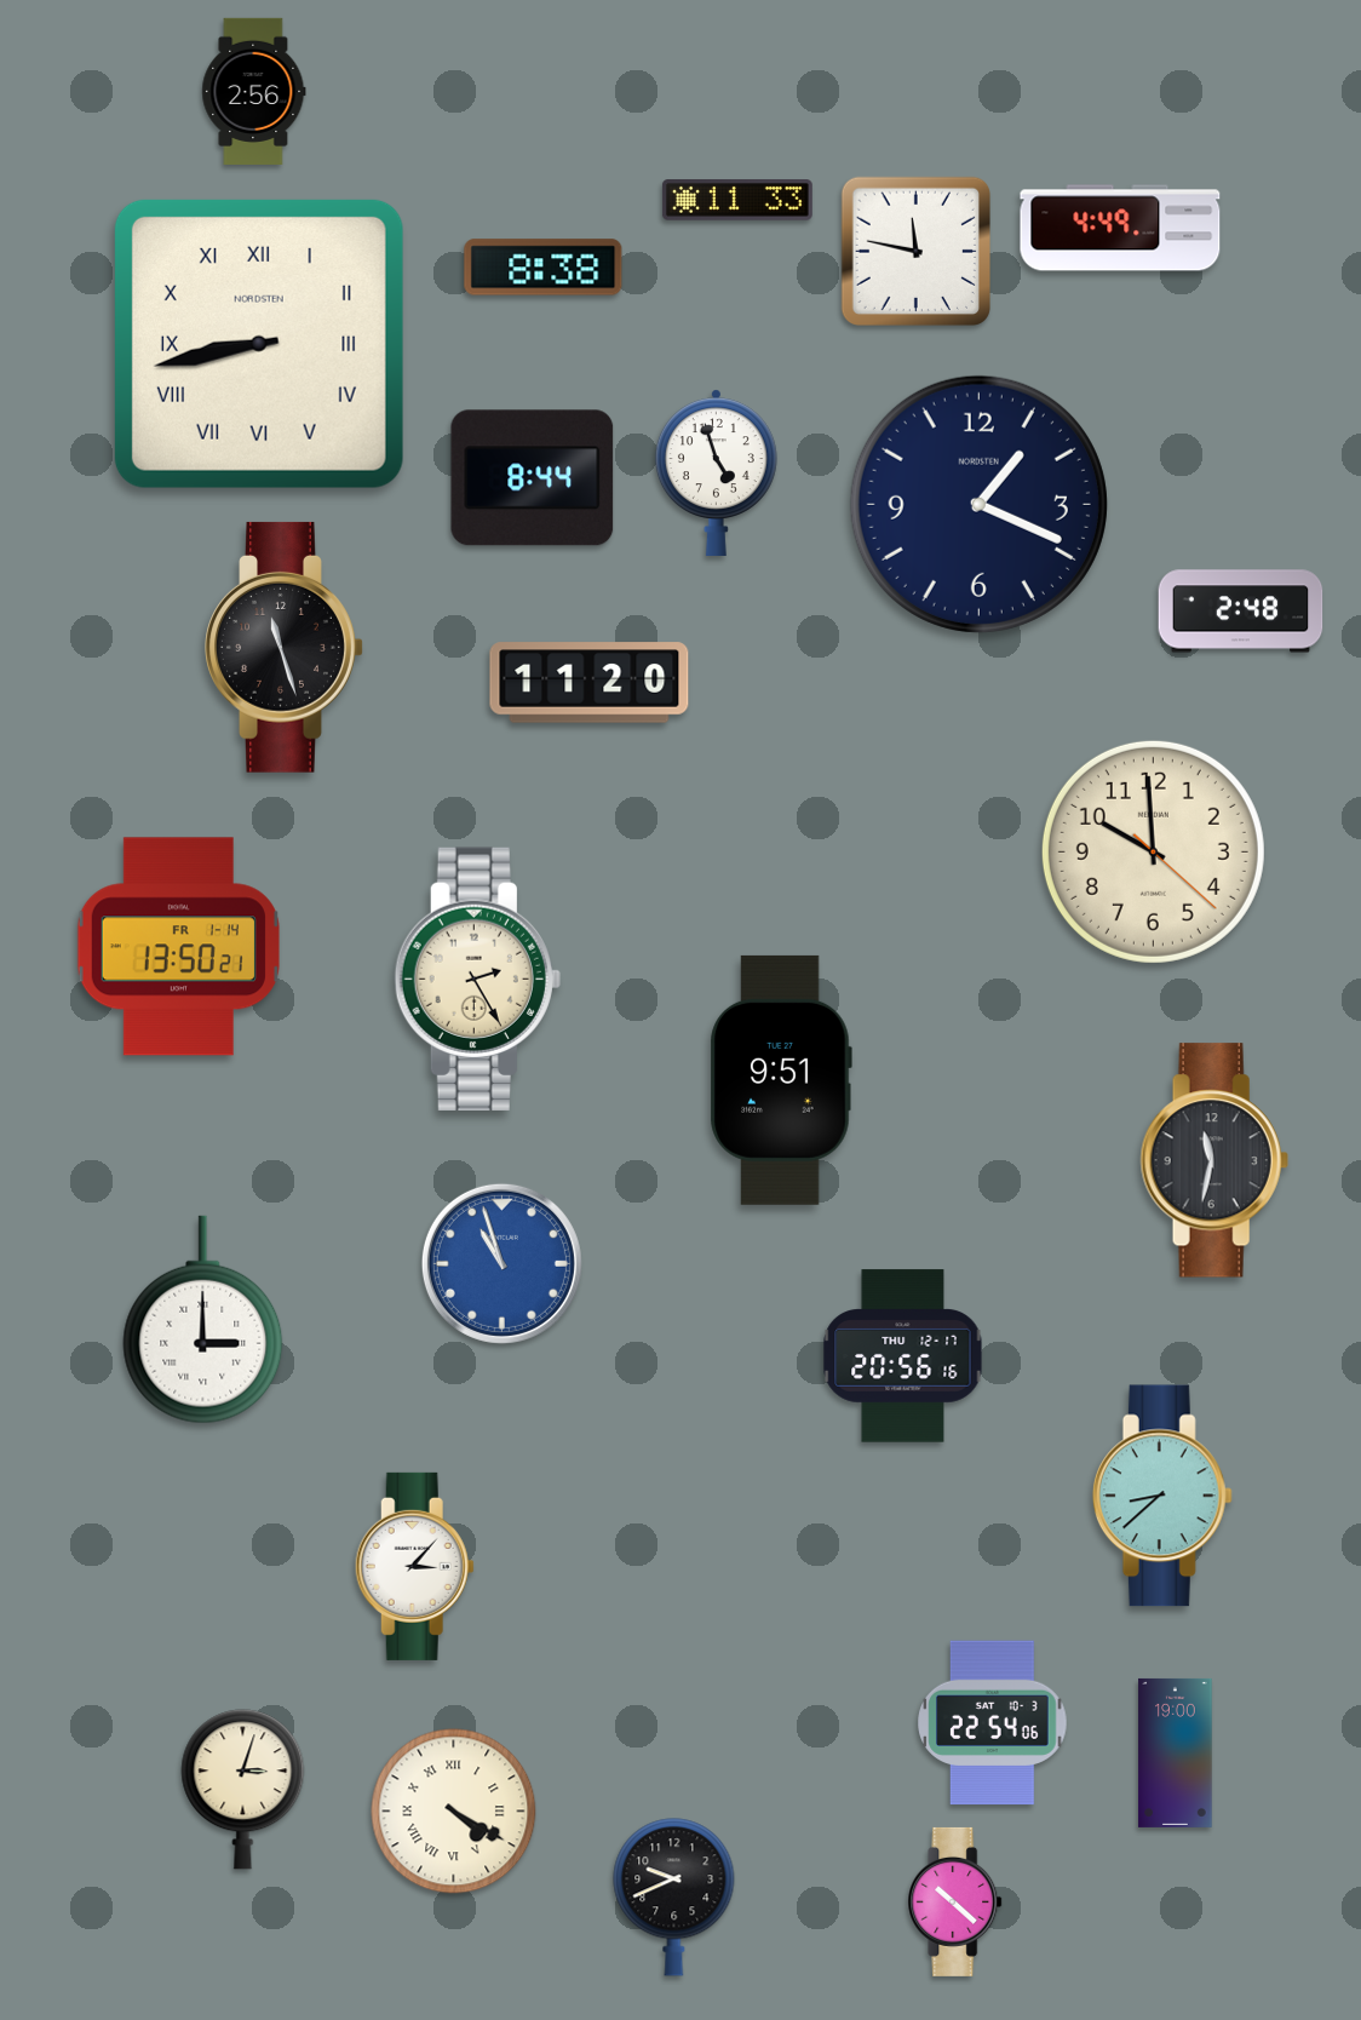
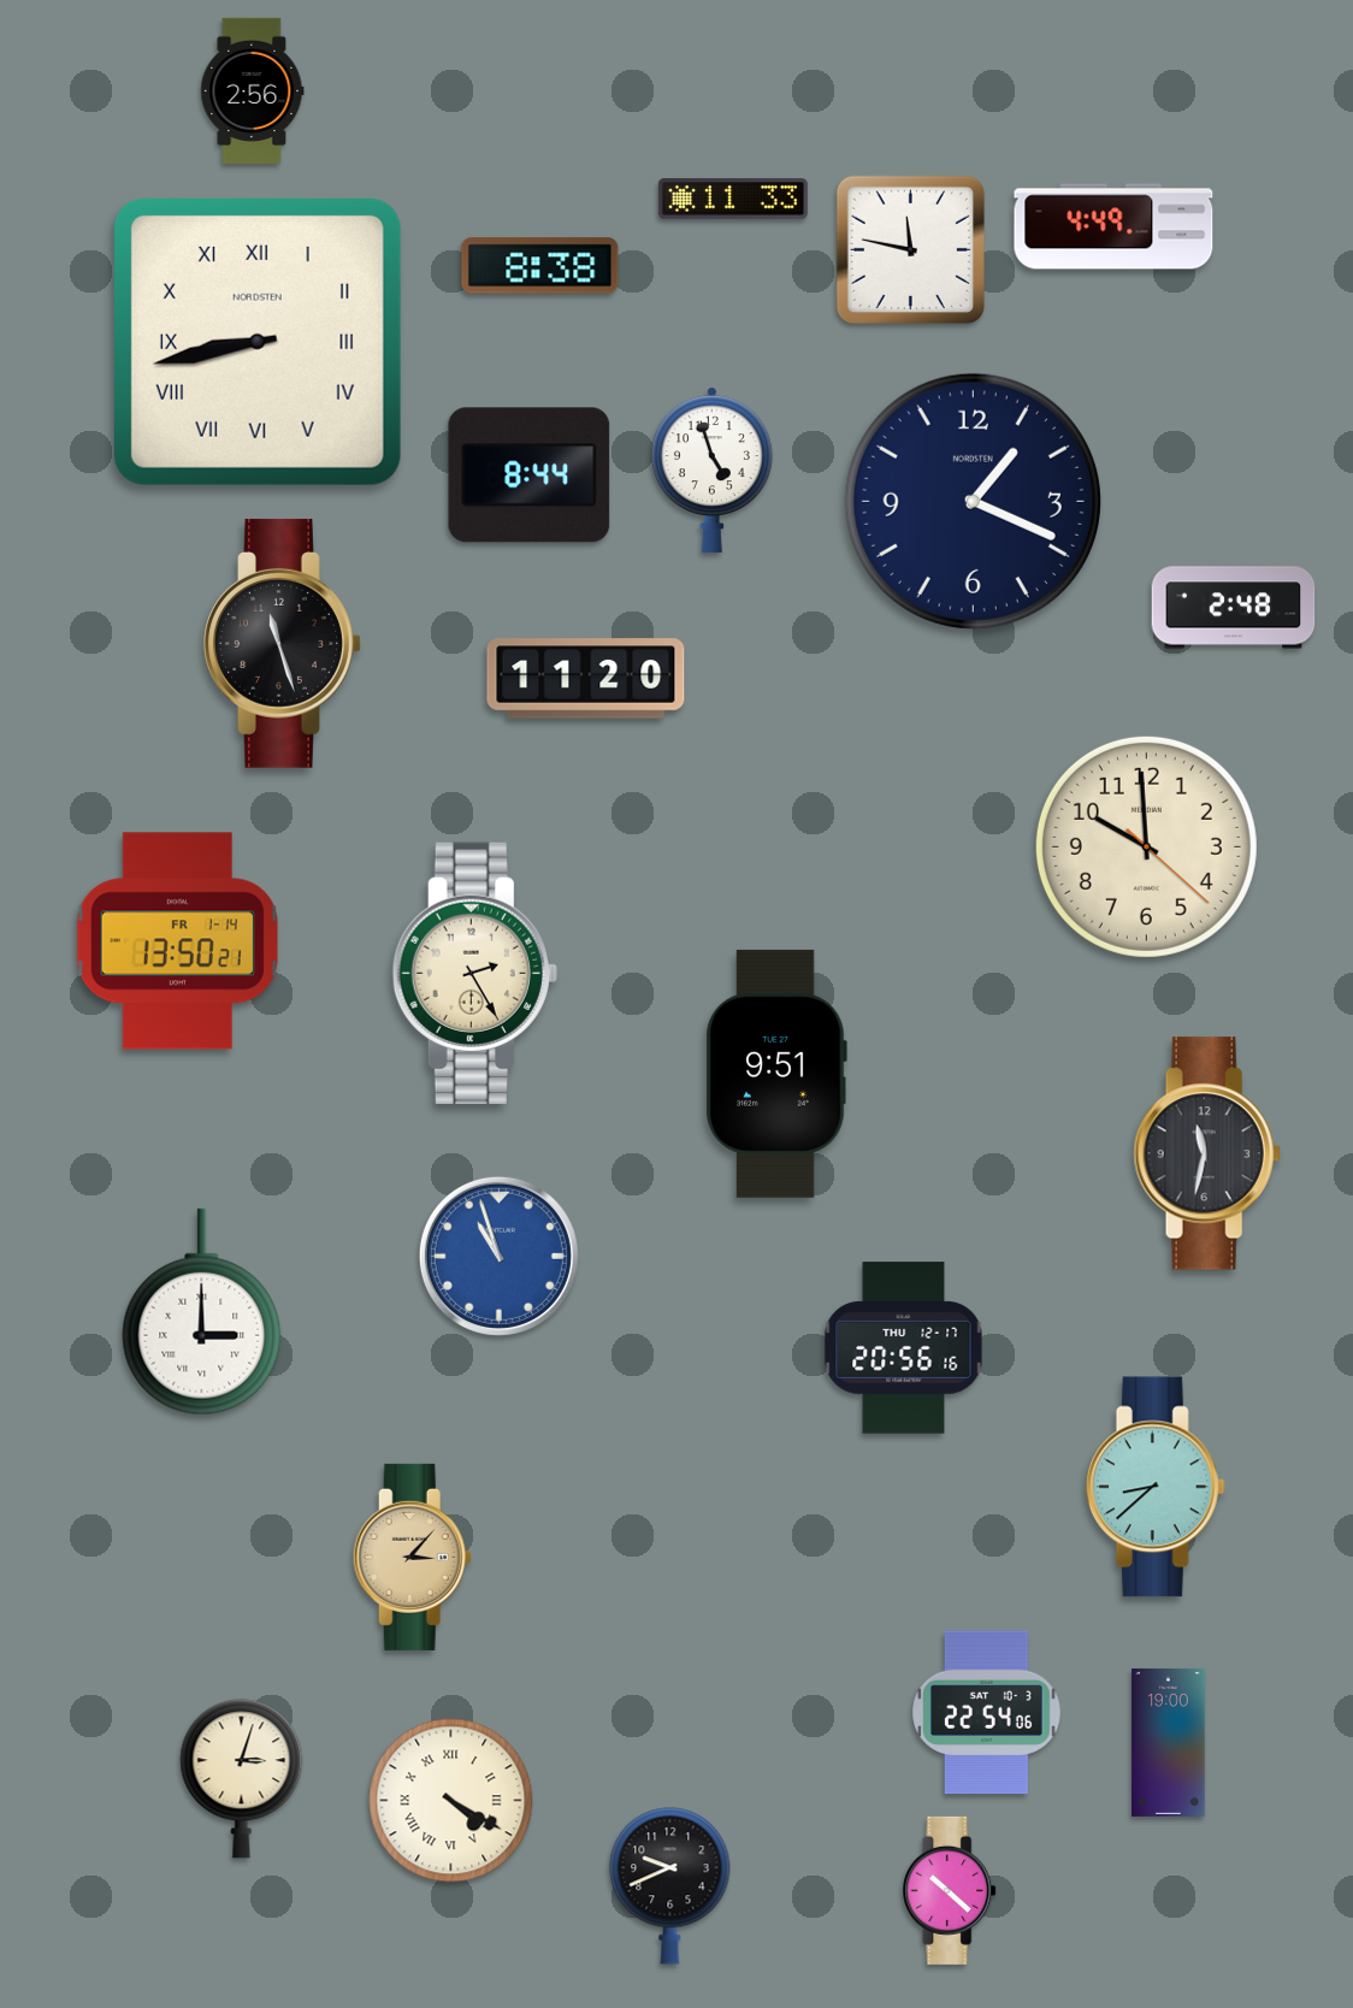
clock at (903, 1356) position: (903, 1356) -> (904, 1348)
clock at (414, 1566) dial: white -> champagne
